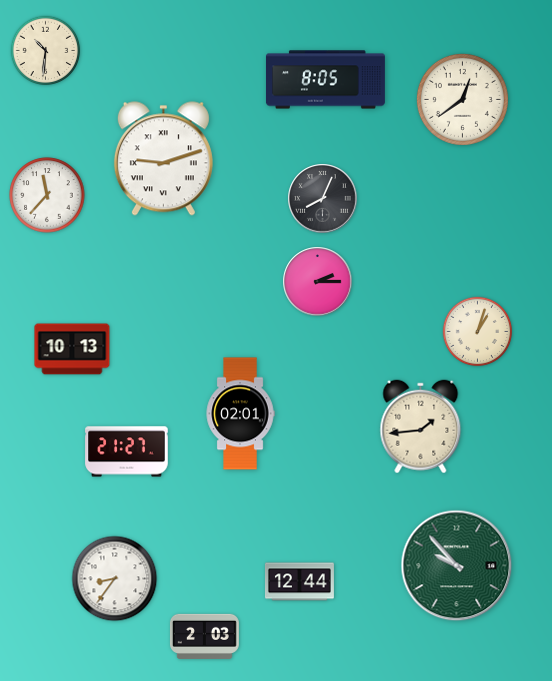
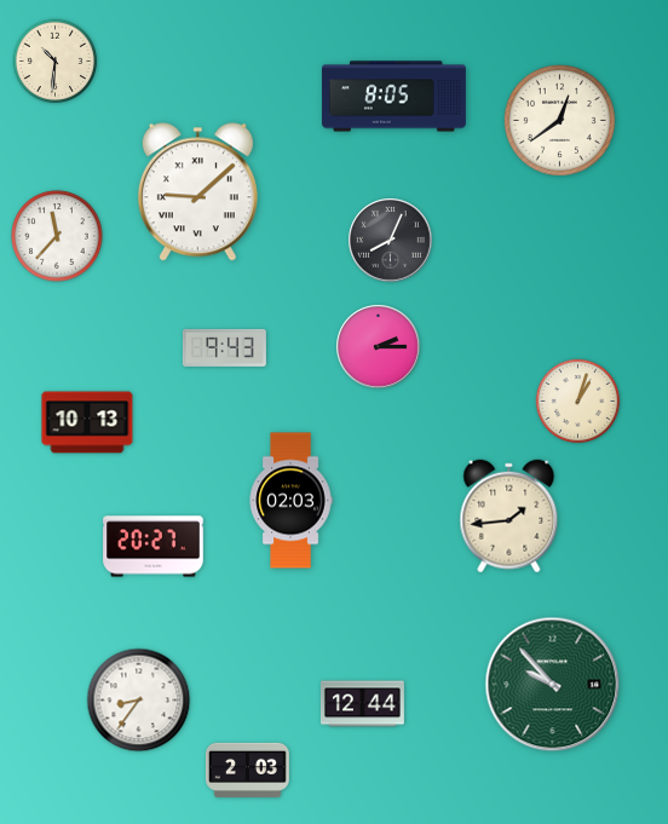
clock at (163, 159): 9:12 -> 9:08
clock at (318, 282) position: (318, 282) -> (379, 347)
clock at (224, 347): none -> 9:43
clock at (240, 414): 02:01 -> 02:03
clock at (127, 452): 21:27 -> 20:27
